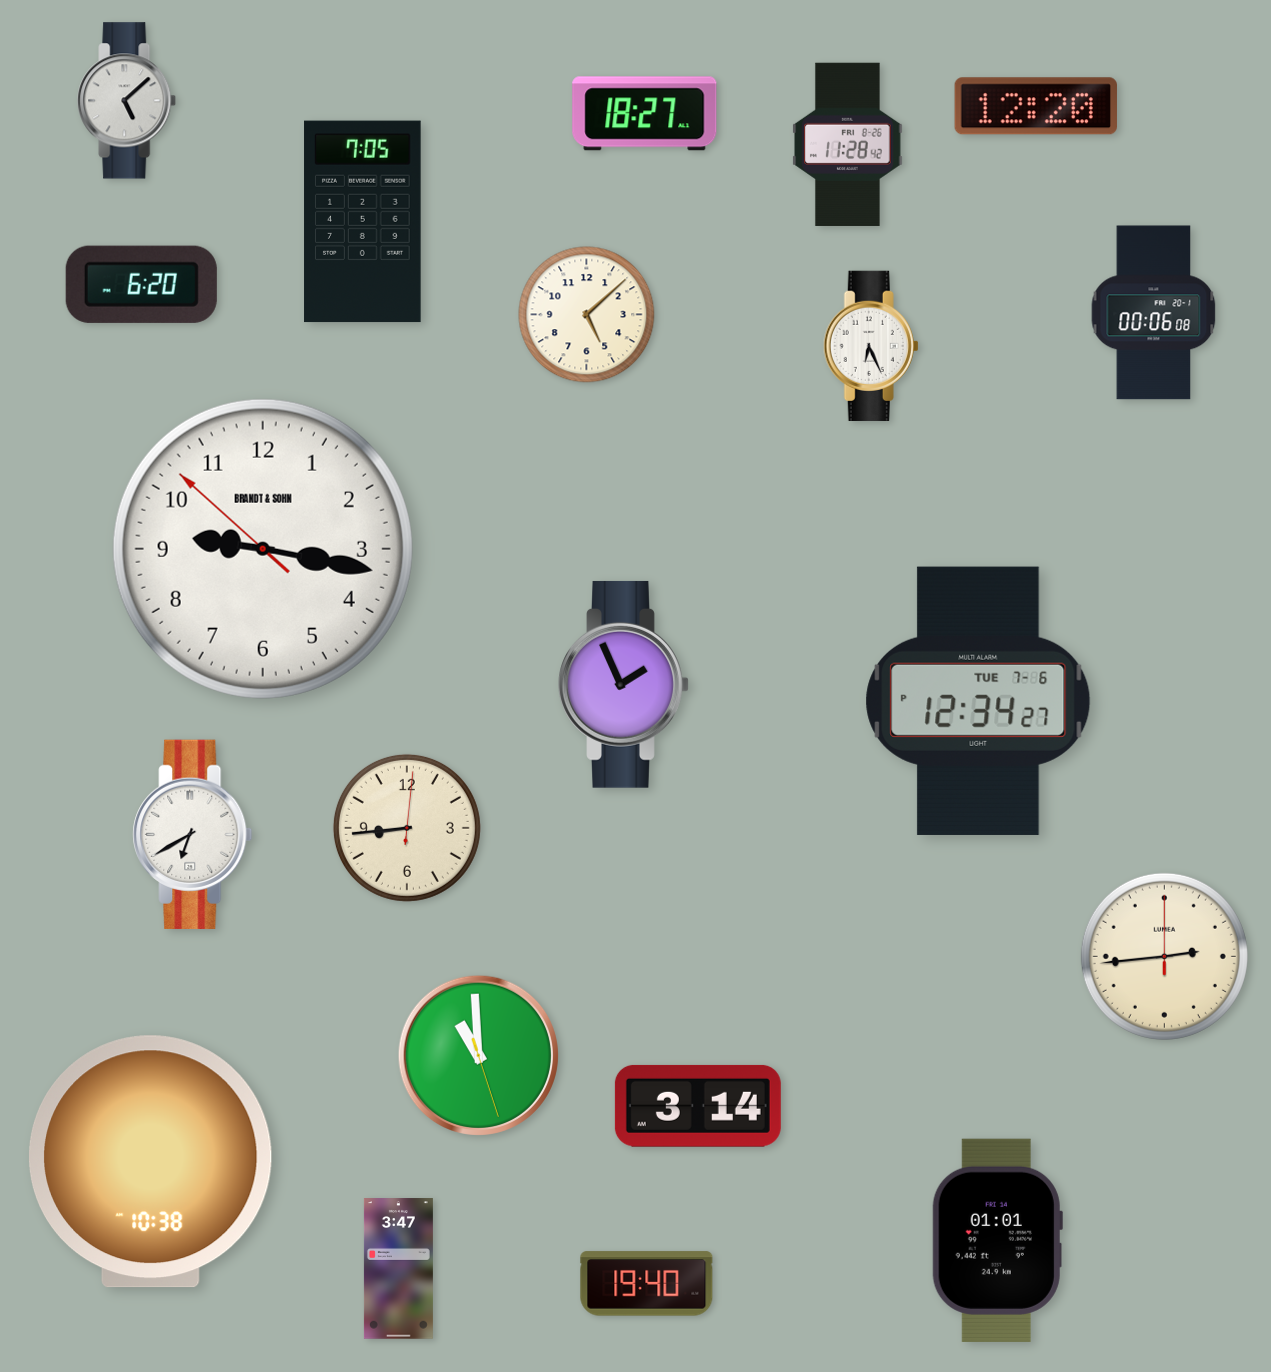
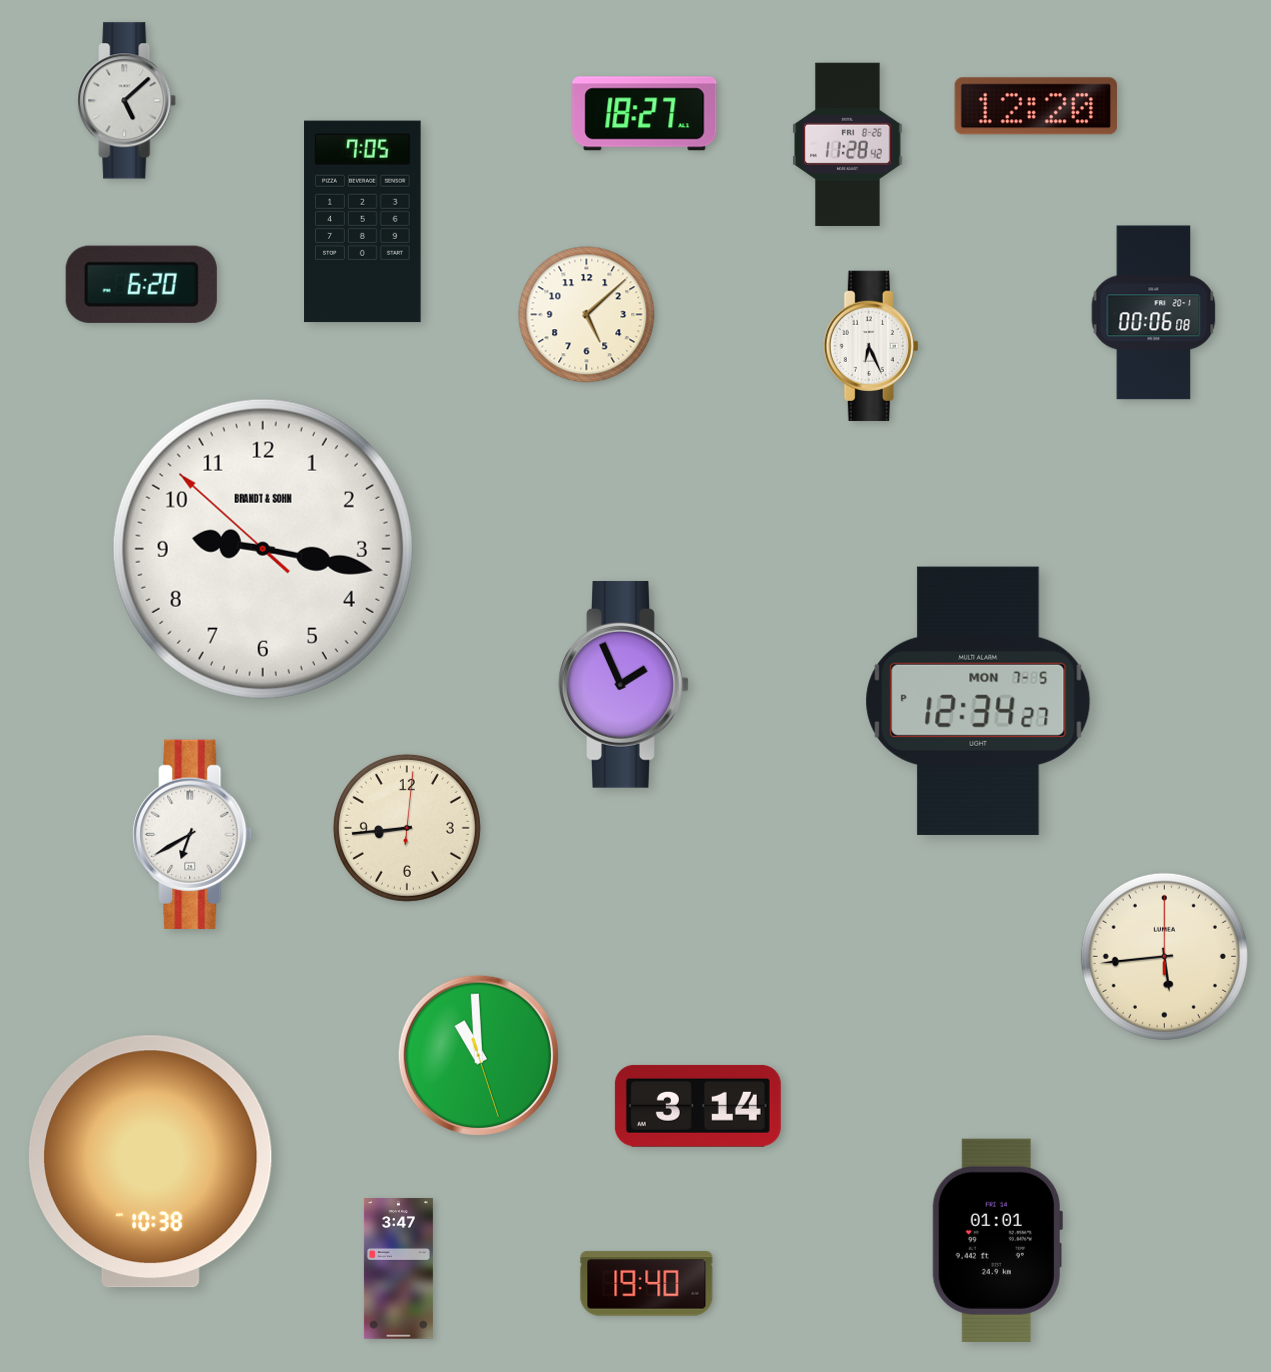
clock at (978, 701) date: TUE 7-6 -> MON 7-5
clock at (1164, 956): 2:44 -> 5:44
